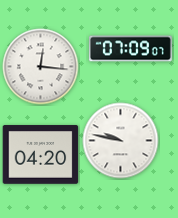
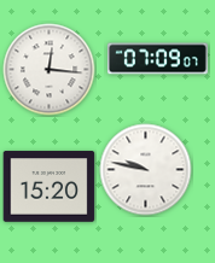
clock at (41, 67) position: (41, 67) -> (50, 70)
clock at (41, 155): 04:20 -> 15:20
